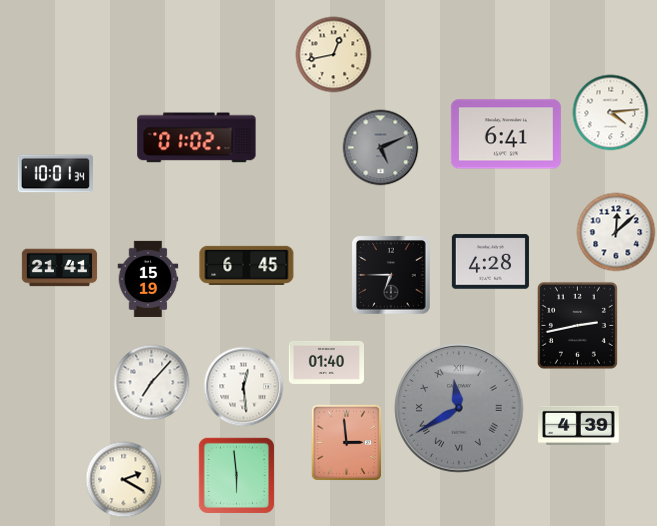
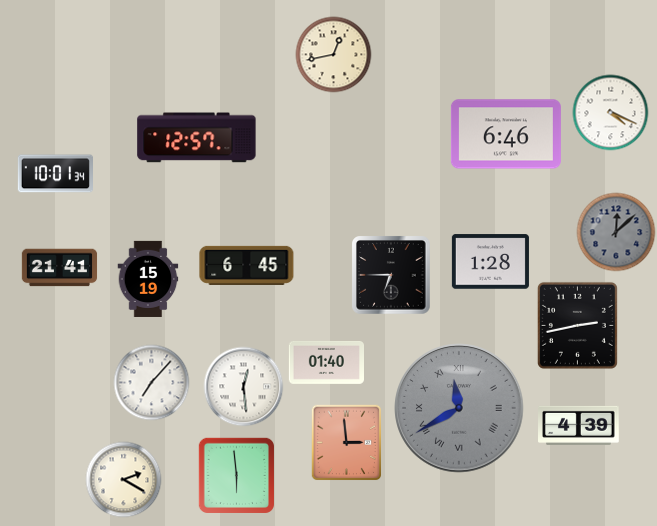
clock at (611, 113): 4:14 -> 4:19
clock at (506, 134): 6:41 -> 6:46
clock at (197, 138): 01:02 -> 12:57
clock at (381, 148): 5:11 -> none
clock at (616, 232) dial: white -> grey
clock at (490, 262): 4:28 -> 1:28
